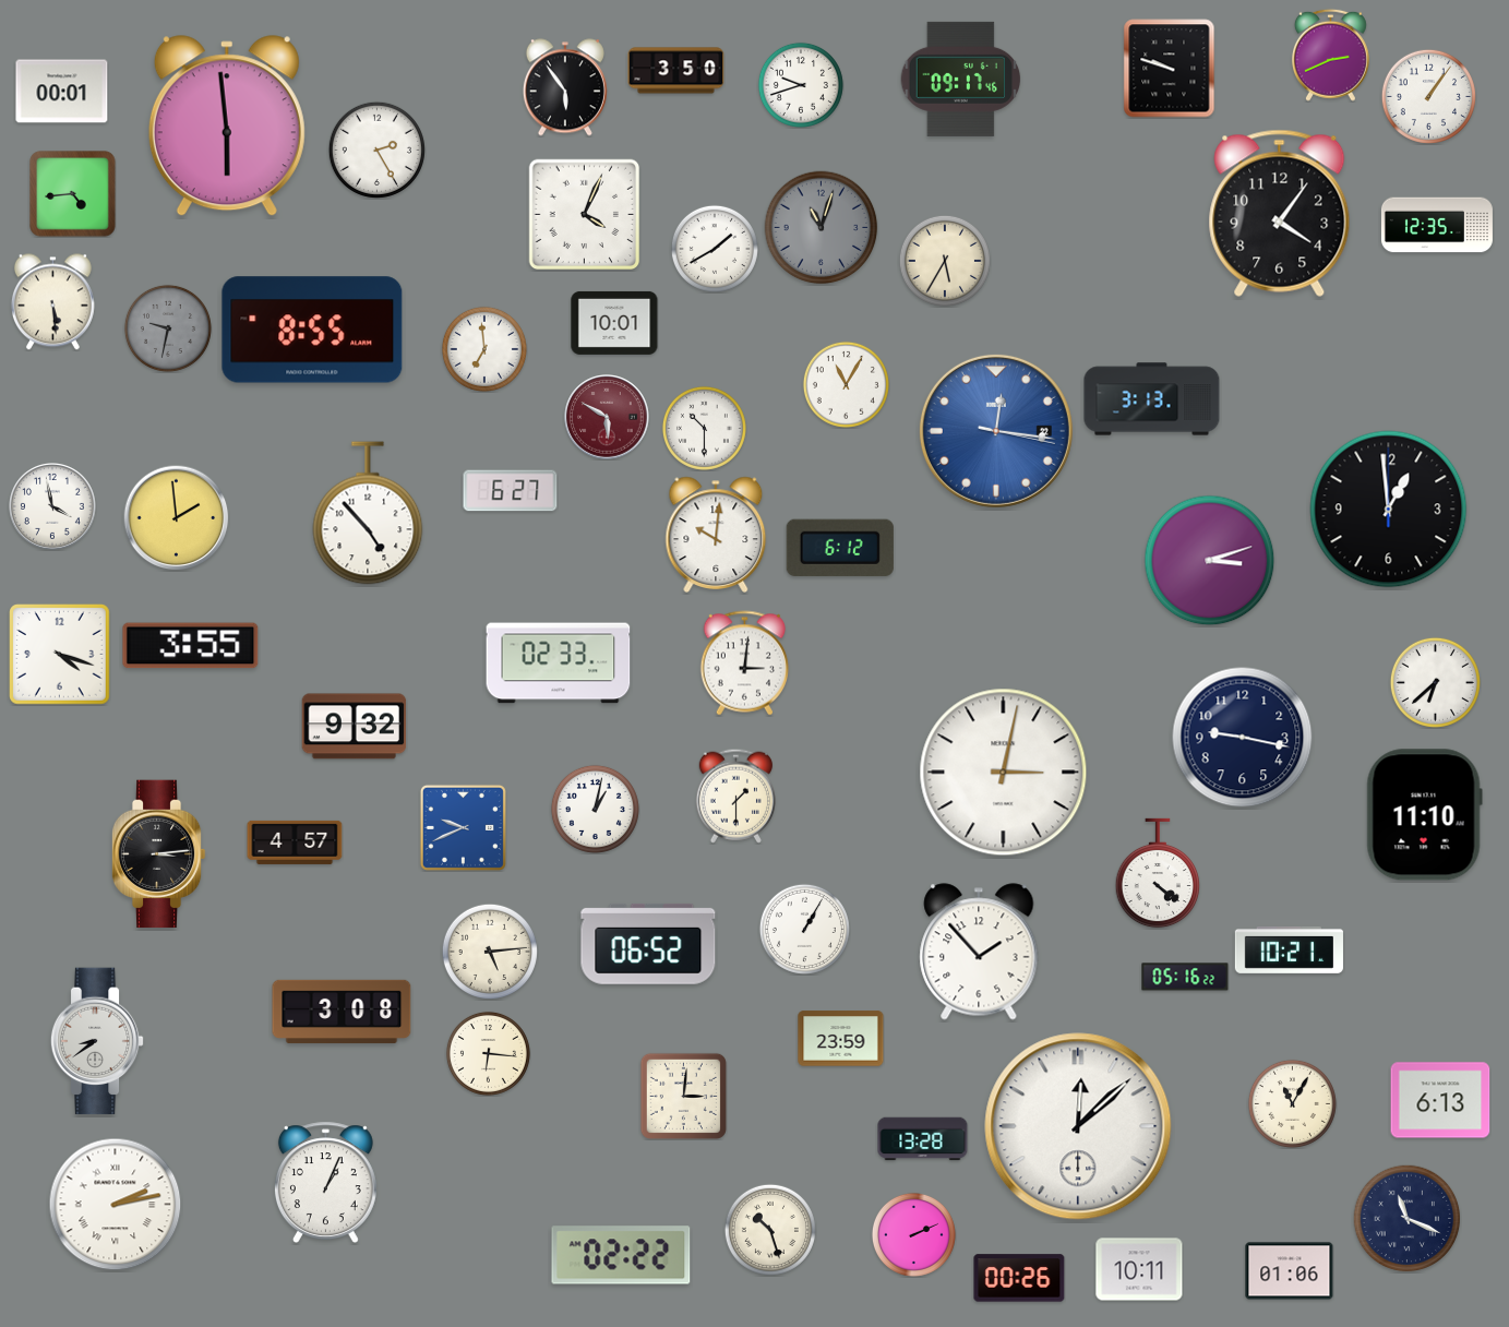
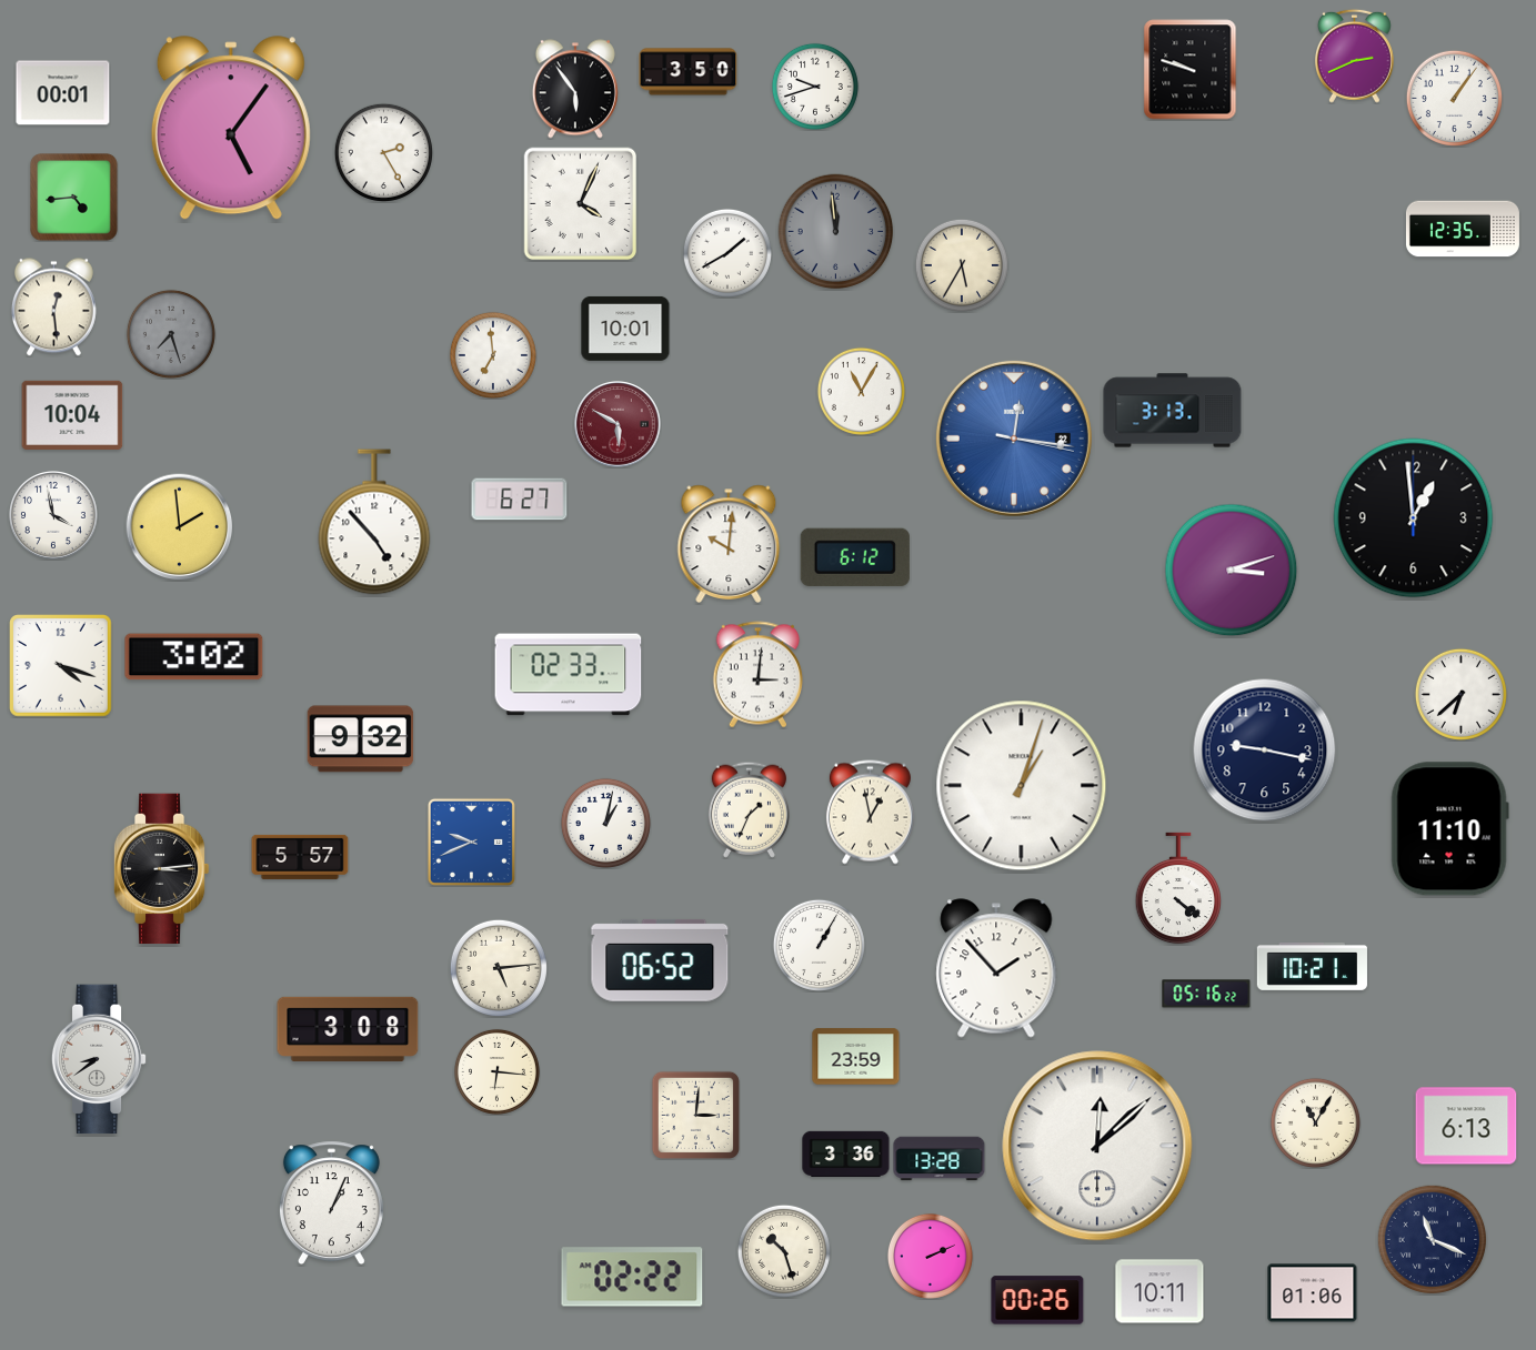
clock at (961, 79): 09:17 -> none
clock at (227, 127): 5:59 -> 5:06
clock at (1280, 213): 4:06 -> none
clock at (585, 215) position: (585, 215) -> (581, 204)
clock at (822, 228): 11:03 -> 11:59
clock at (52, 302): 5:29 -> 12:29
clock at (168, 328): 9:32 -> 7:27
clock at (312, 330): 8:55 -> none
clock at (1152, 399) position: (1152, 399) -> (1173, 411)
clock at (72, 415): none -> 10:04
clock at (704, 428): 10:30 -> none
clock at (191, 646): 3:55 -> 3:02
clock at (1004, 773): 3:02 -> 1:03
clock at (735, 796): 1:30 -> 1:34
clock at (870, 813): none -> 12:58
clock at (295, 842): 4:57 -> 5:57
clock at (1440, 1100) position: (1440, 1100) -> (1466, 1126)
clock at (846, 1153): none -> 3:36
clock at (116, 1205): 2:13 -> none
